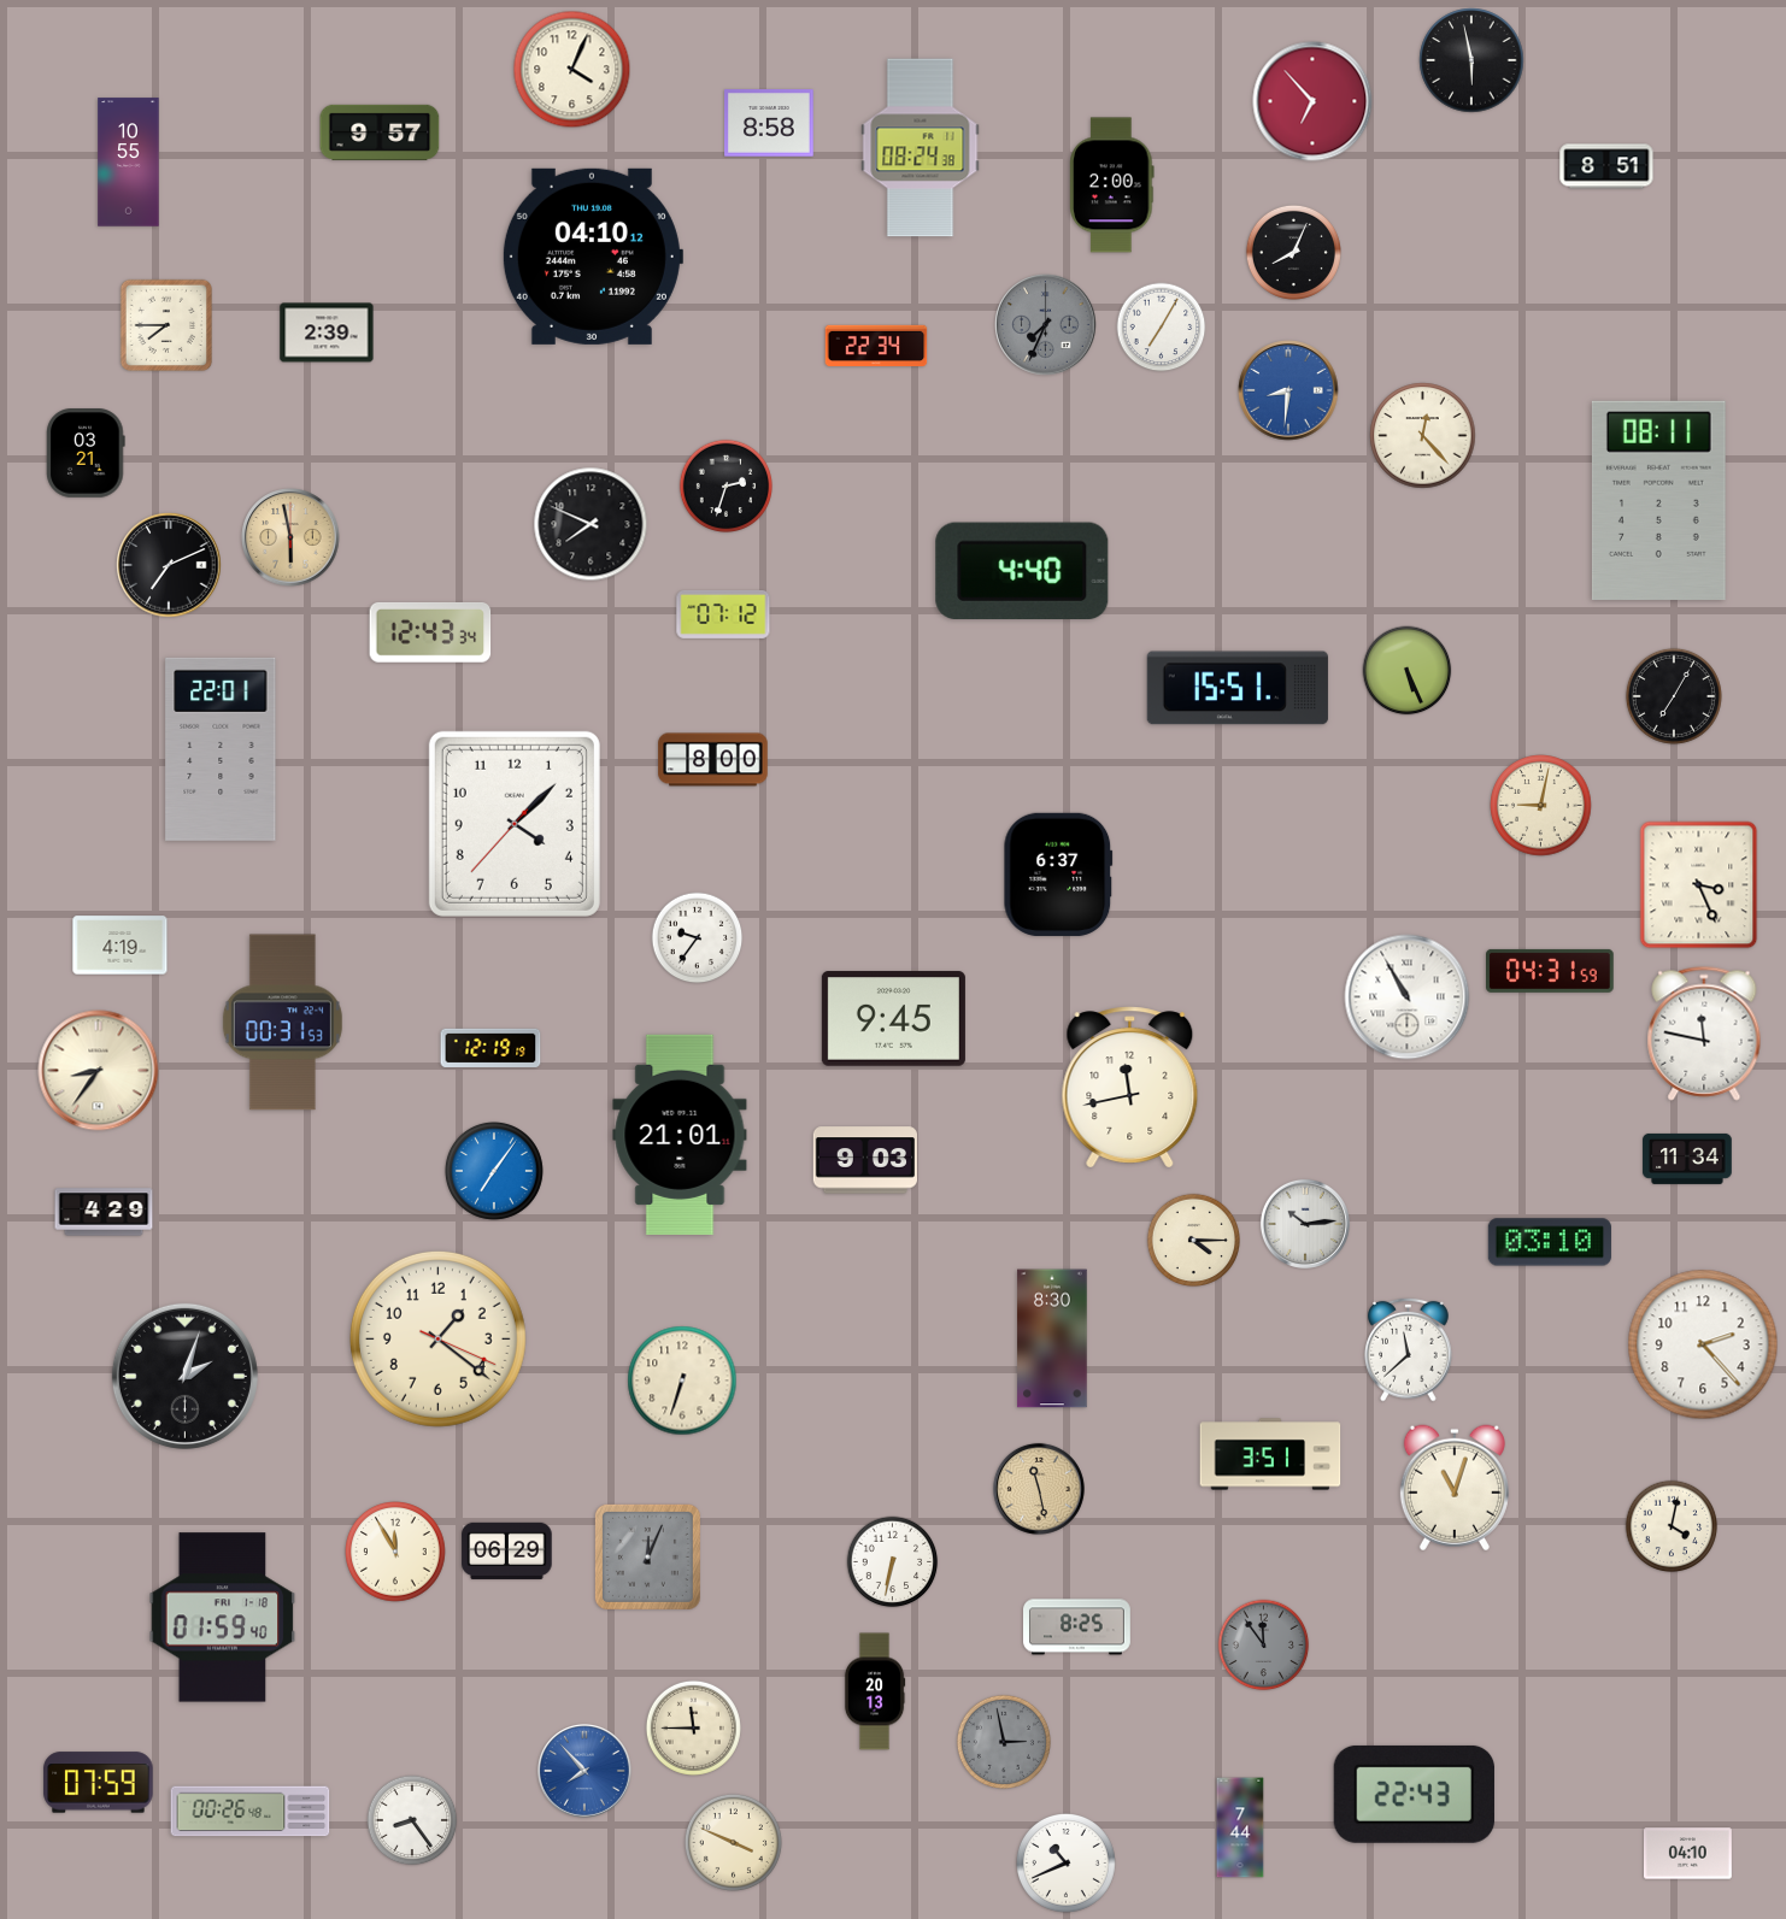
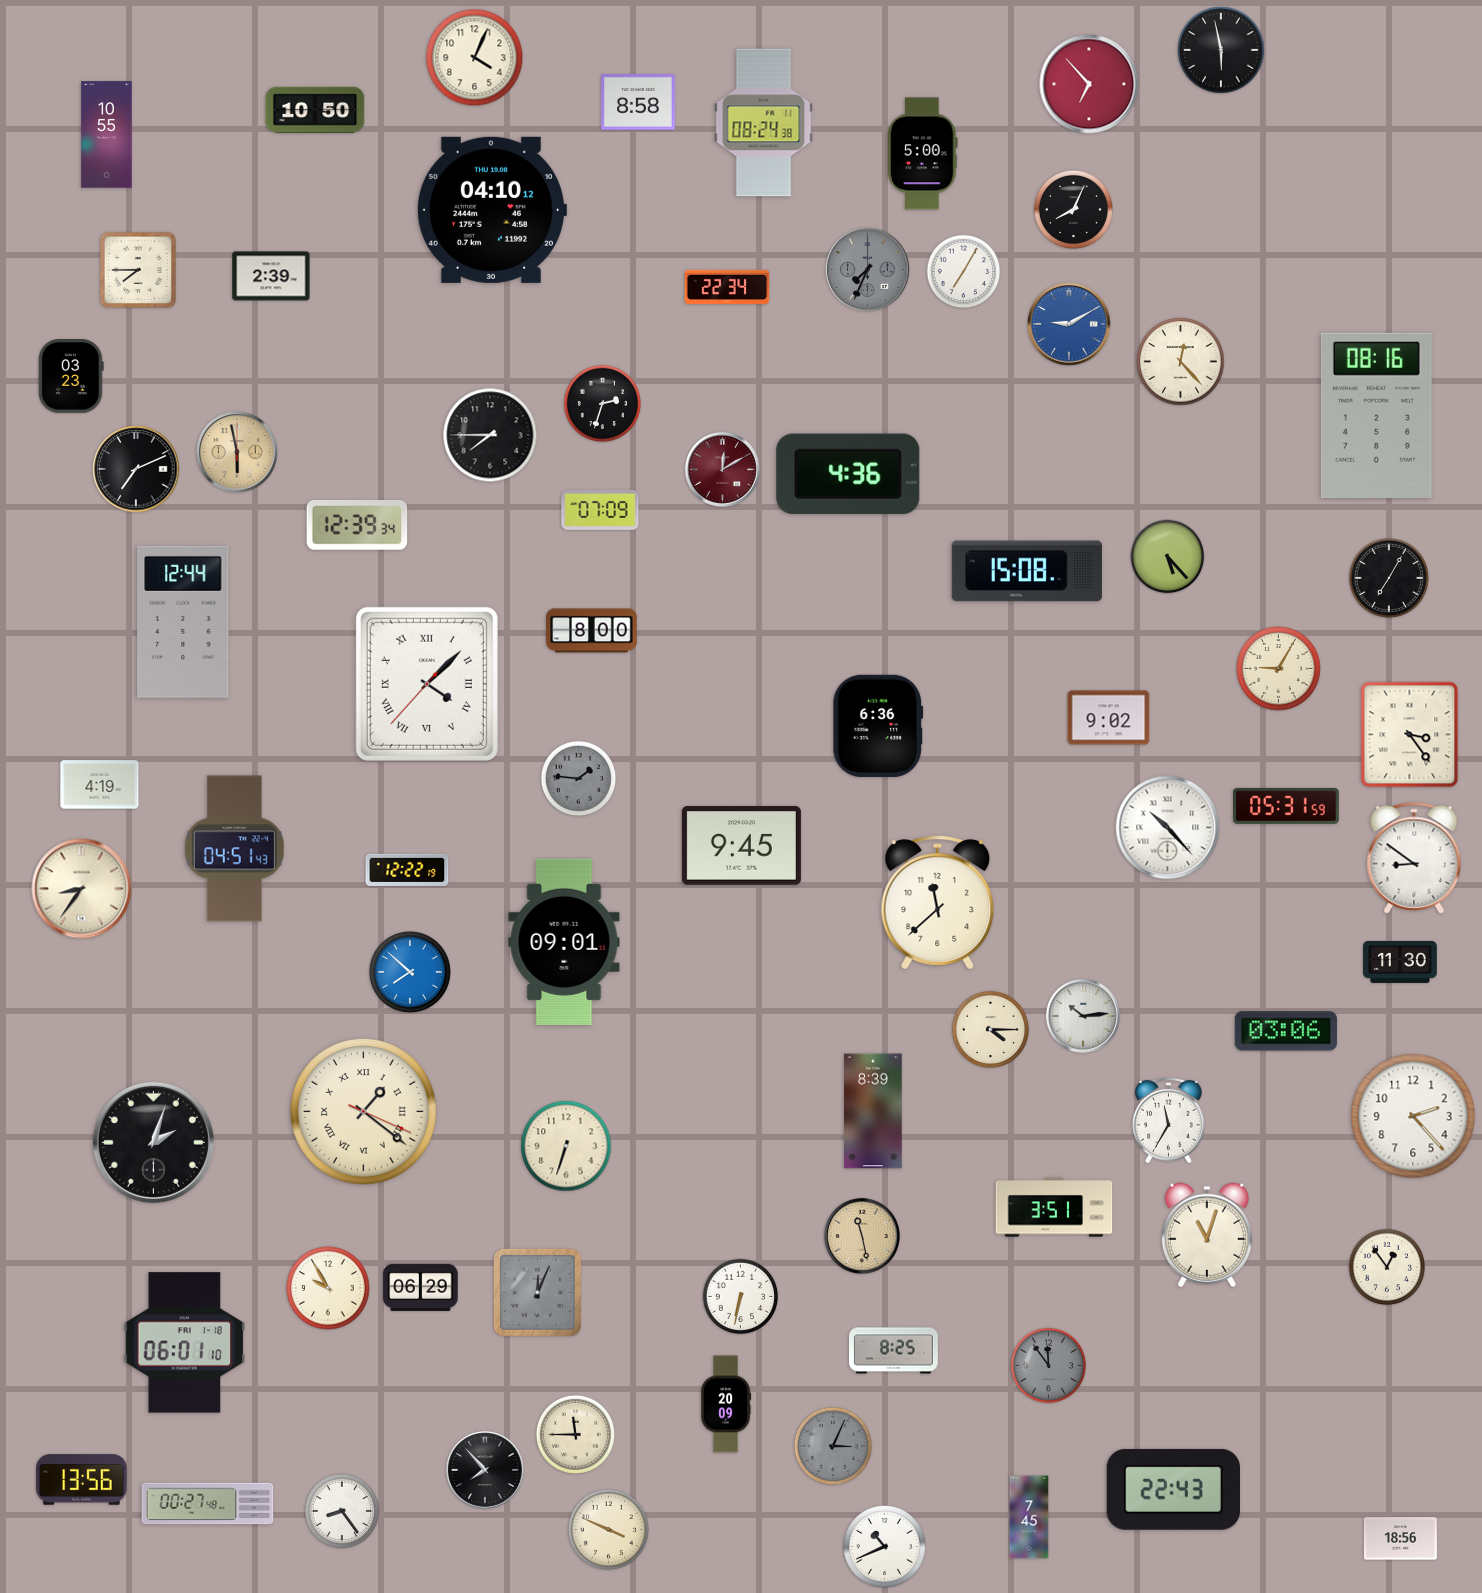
clock at (380, 133): 9:57 -> 10:50
clock at (1606, 166): 8:51 -> none
clock at (1112, 186): 2:00 -> 5:00
clock at (592, 257) position: (592, 257) -> (491, 210)
clock at (1288, 390): 8:31 -> 9:10
clock at (86, 453): 03:21 -> 03:23
clock at (1658, 500): 08:11 -> 08:16
clock at (591, 524): 7:49 -> 7:45
clock at (290, 537) position: (290, 537) -> (237, 452)
clock at (169, 565) position: (169, 565) -> (136, 469)
clock at (722, 469): none -> 12:10
clock at (1022, 570): 4:40 -> 4:36
clock at (723, 614): 07:12 -> 07:09
clock at (430, 632): 12:43 -> 12:39
clock at (1408, 671): 5:26 -> 5:23
clock at (1238, 688): 15:51 -> 15:08
clock at (221, 749): 22:01 -> 12:44
clock at (1541, 806): 9:02 -> 9:05
clock at (515, 824) numerals: Arabic -> Roman
clock at (1109, 718): none -> 9:02
clock at (1058, 875): 6:37 -> 6:36
clock at (1699, 885): 3:26 -> 3:24
clock at (698, 938): 9:36 -> 1:46
clock at (698, 938) dial: white -> grey
clock at (1551, 971): 04:31 -> 05:31
clock at (1408, 997): 10:55 -> 10:23
clock at (282, 1023): 00:31 -> 04:51
clock at (1704, 1034): 11:47 -> 8:51
clock at (490, 1048): 12:19 -> 12:22
clock at (1130, 1088): 11:43 -> 11:38
clock at (680, 1135): 21:01 -> 09:01
clock at (1687, 1159): 11:34 -> 11:30
clock at (864, 1160): 9:03 -> none
clock at (494, 1171): 7:06 -> 7:52
clock at (104, 1212): 4:29 -> none
clock at (1549, 1242): 03:10 -> 03:06
clock at (437, 1338) numerals: Arabic -> Roman
clock at (1052, 1338): 8:30 -> 8:39
clock at (1409, 1349): 11:38 -> 11:35
clock at (1672, 1526): 4:02 -> 12:54
clock at (395, 1552): 11:55 -> 9:55
clock at (223, 1618): 01:59 -> 06:01
clock at (875, 1691): 20:13 -> 20:09
clock at (1004, 1742): 2:58 -> 3:04
clock at (584, 1771) dial: blue -> black
clock at (99, 1783): 07:59 -> 13:56
clock at (251, 1812): 00:26 -> 00:27
clock at (1240, 1827): 7:44 -> 7:45
clock at (1687, 1854): 04:10 -> 18:56
